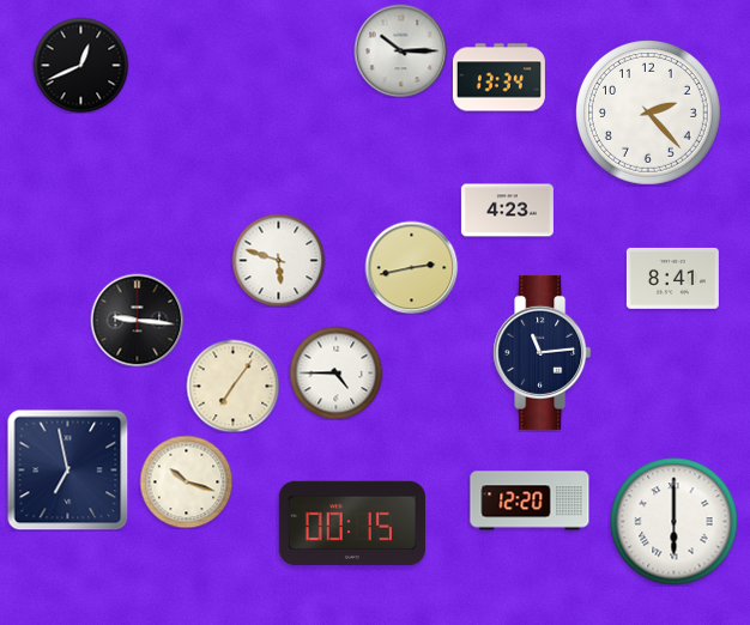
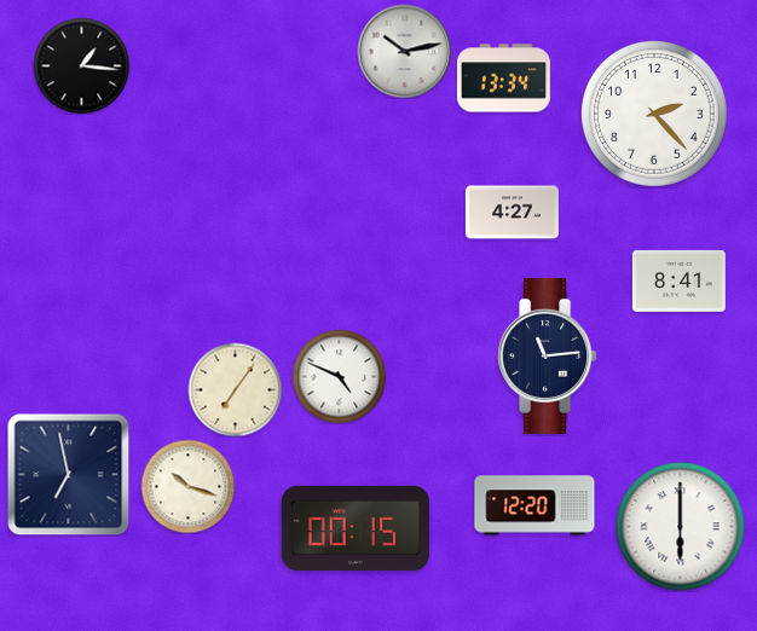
clock at (400, 50): 10:15 -> 10:13
clock at (80, 65): 12:41 -> 1:16
clock at (507, 211): 4:23 -> 4:27
clock at (278, 260): 5:48 -> none
clock at (411, 267): 2:43 -> none
clock at (137, 320): 9:16 -> none
clock at (335, 372): 4:45 -> 4:49
